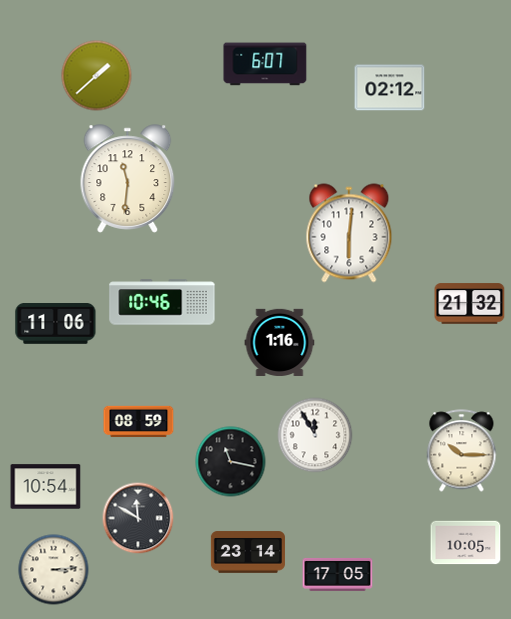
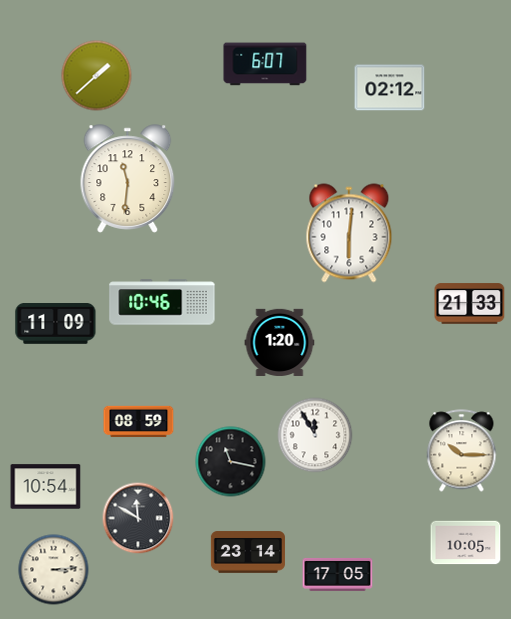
clock at (470, 304): 21:32 -> 21:33
clock at (56, 324): 11:06 -> 11:09
clock at (280, 342): 1:16 -> 1:20
